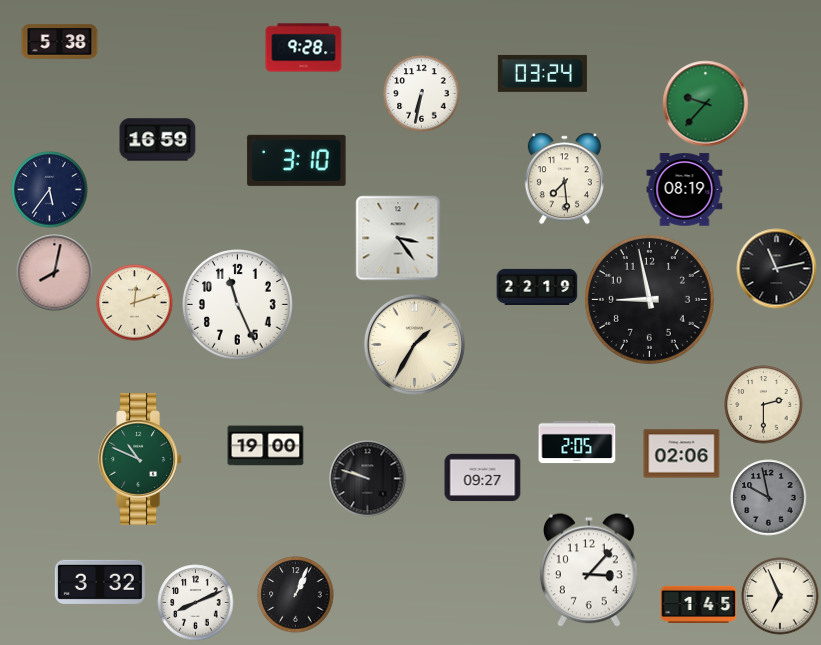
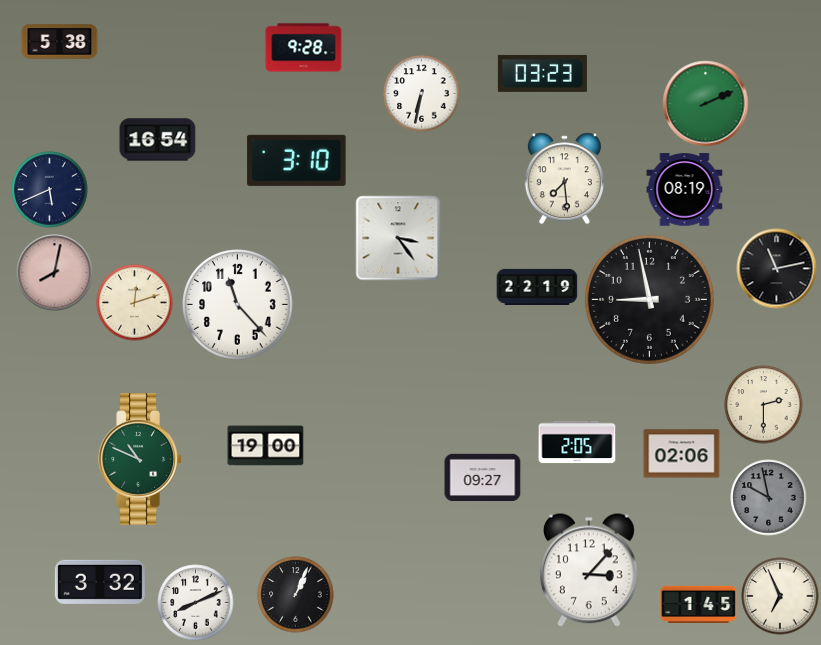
clock at (542, 73): 03:24 -> 03:23
clock at (706, 104): 9:37 -> 2:11
clock at (158, 140): 16:59 -> 16:54
clock at (50, 190): 5:36 -> 5:41
clock at (238, 305): 11:26 -> 11:23
clock at (414, 344): 1:35 -> none
clock at (368, 479): 9:48 -> none
